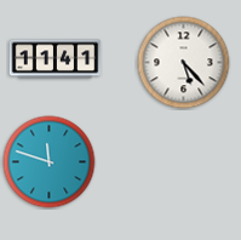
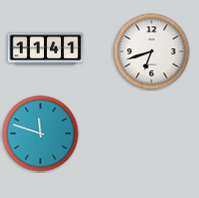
clock at (184, 63): 5:23 -> 6:42
